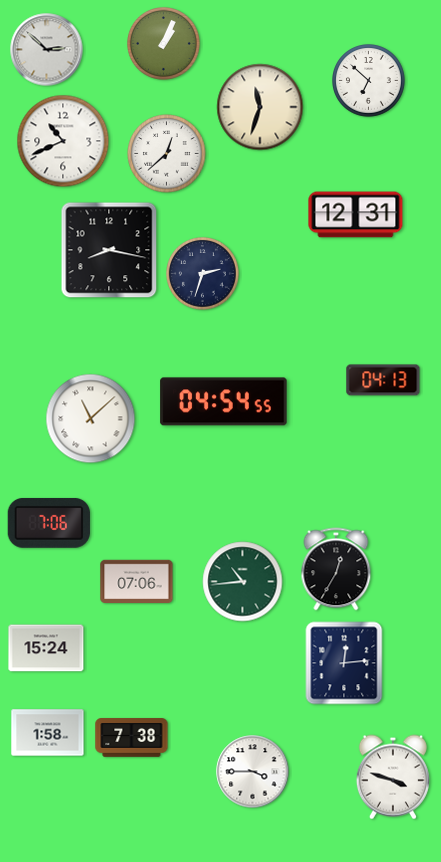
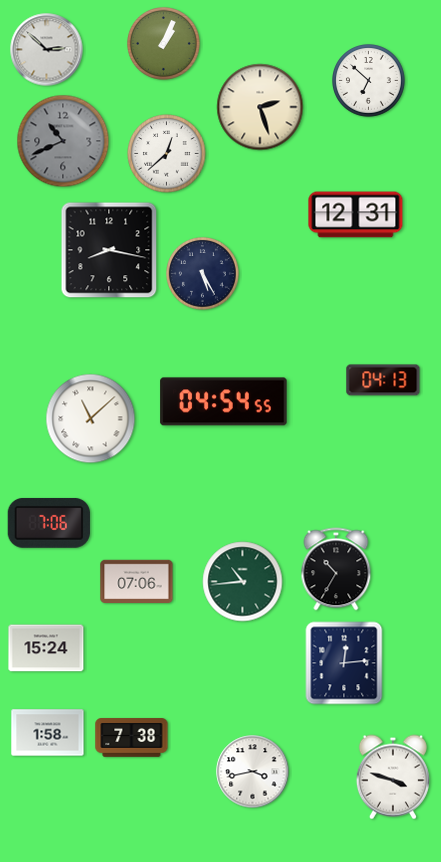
clock at (260, 107): 11:33 -> 2:27
clock at (63, 141) dial: white -> grey
clock at (203, 274): 2:33 -> 5:25
clock at (336, 569): 12:35 -> 10:35
clock at (253, 772): 3:45 -> 3:43
